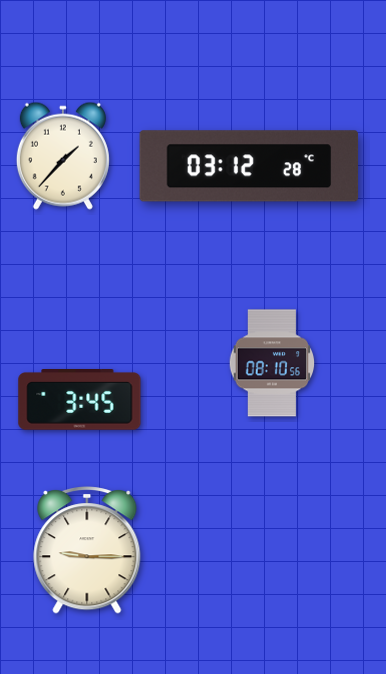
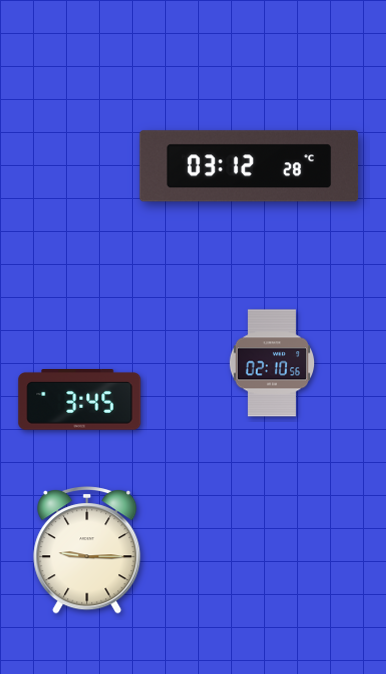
clock at (63, 156): 1:37 -> none
clock at (272, 363): 08:10 -> 02:10
